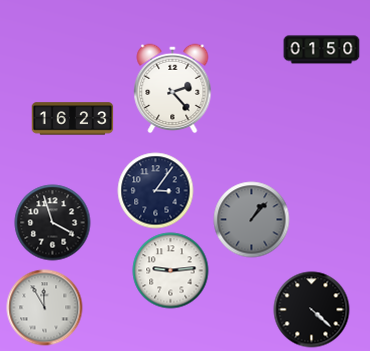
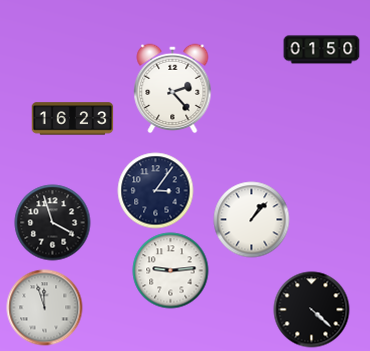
clock at (252, 220) dial: grey -> white
clock at (45, 308): 11:55 -> 11:57
